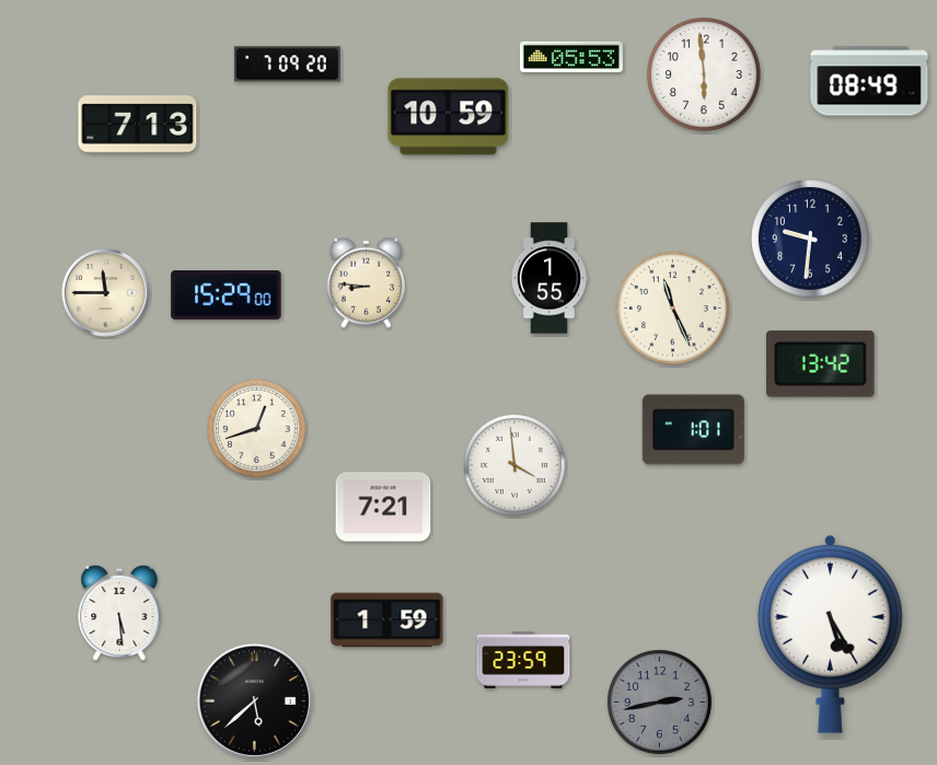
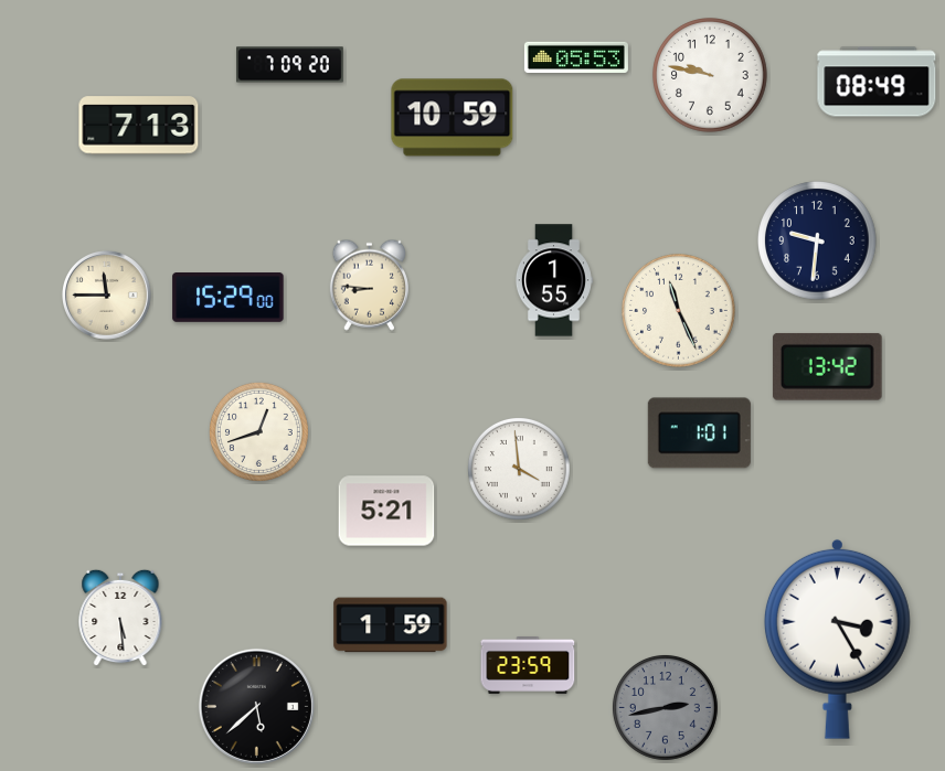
clock at (704, 74): 5:59 -> 9:47
clock at (383, 507): 7:21 -> 5:21
clock at (830, 634): 5:25 -> 3:25
